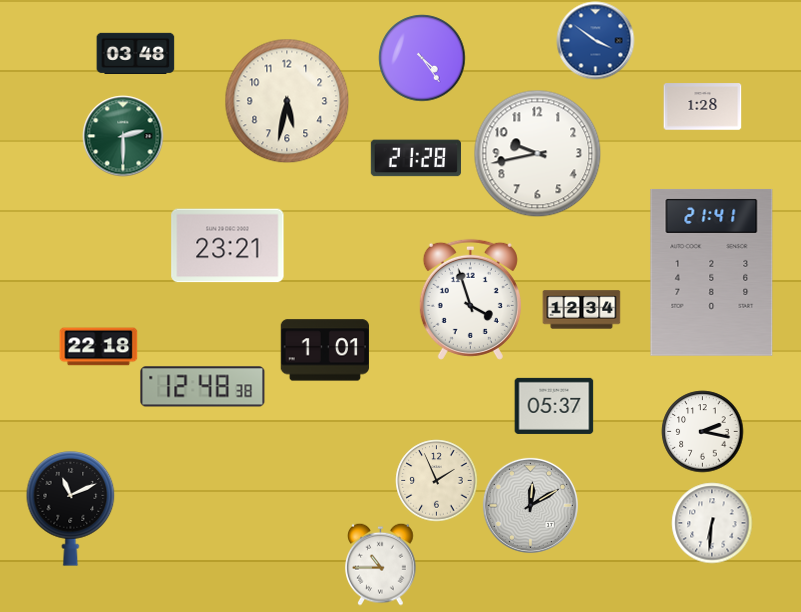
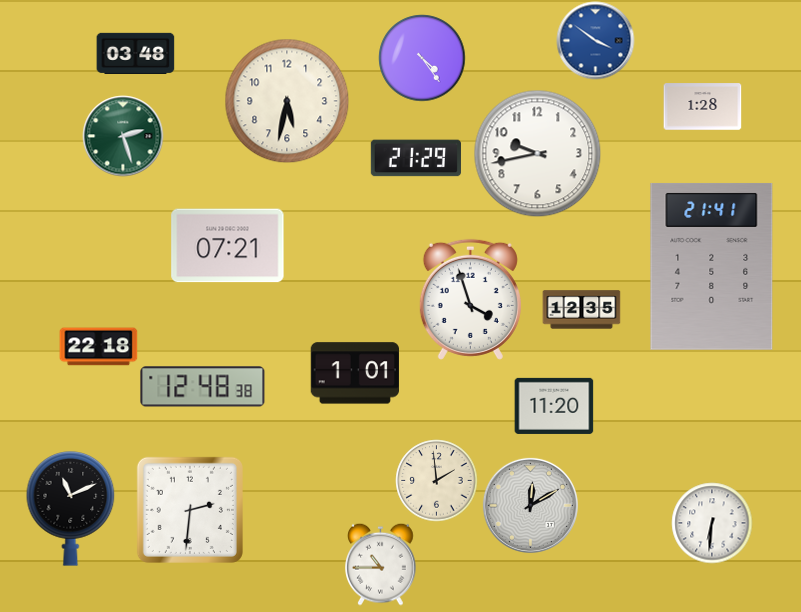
clock at (123, 136): 2:30 -> 2:27
clock at (416, 158): 21:28 -> 21:29
clock at (228, 246): 23:21 -> 07:21
clock at (712, 272) position: (712, 272) -> (712, 266)
clock at (581, 310): 12:34 -> 12:35
clock at (324, 350) position: (324, 350) -> (354, 373)
clock at (554, 406): 05:37 -> 11:20
clock at (702, 431): 2:17 -> none
clock at (436, 480): 1:56 -> 1:59
clock at (190, 510): none -> 2:31
